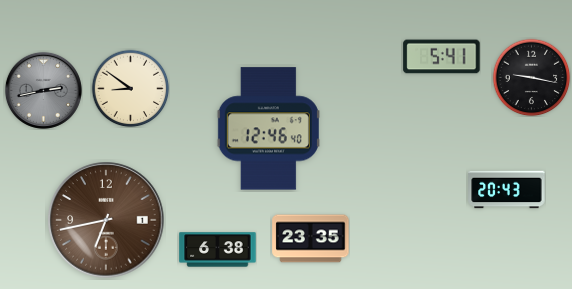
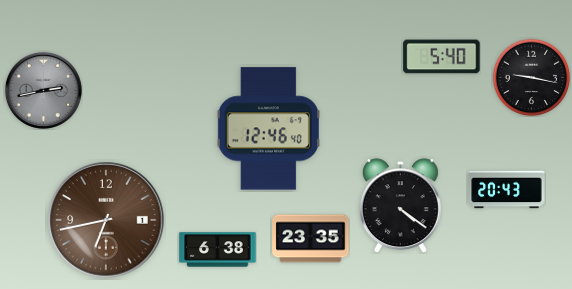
clock at (442, 57): 5:41 -> 5:40
clock at (130, 88): 8:51 -> none
clock at (400, 206): none -> 4:21
